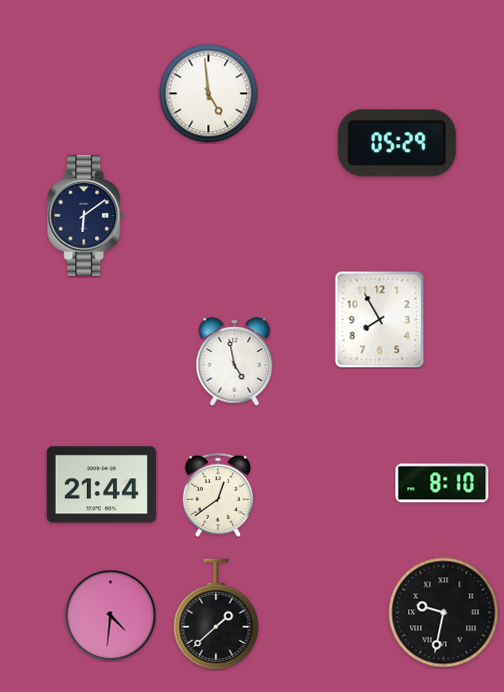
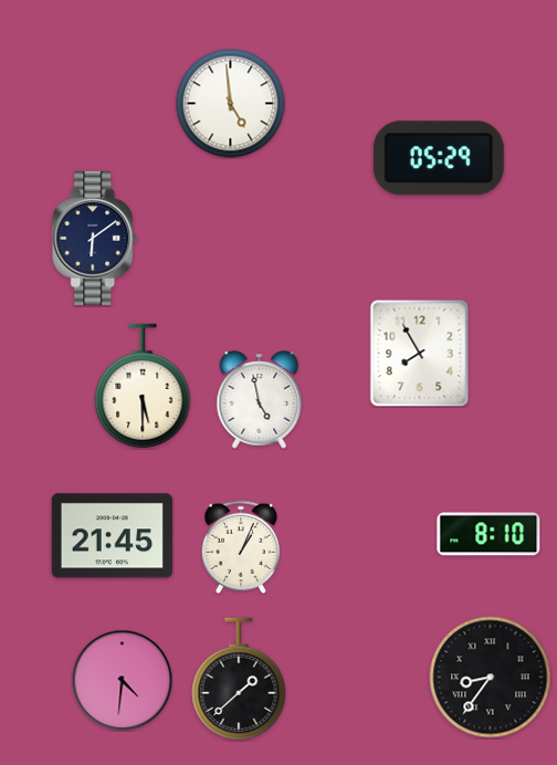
clock at (143, 386): none -> 5:30
clock at (102, 485): 21:44 -> 21:45
clock at (218, 495): 12:39 -> 1:04
clock at (444, 613): 9:32 -> 8:36
